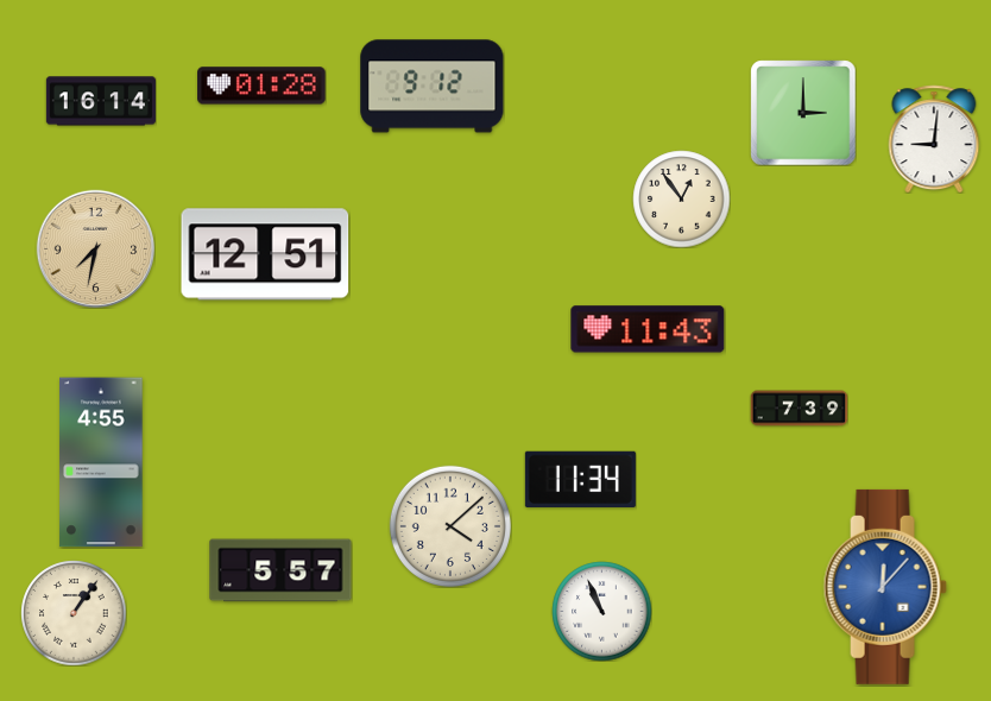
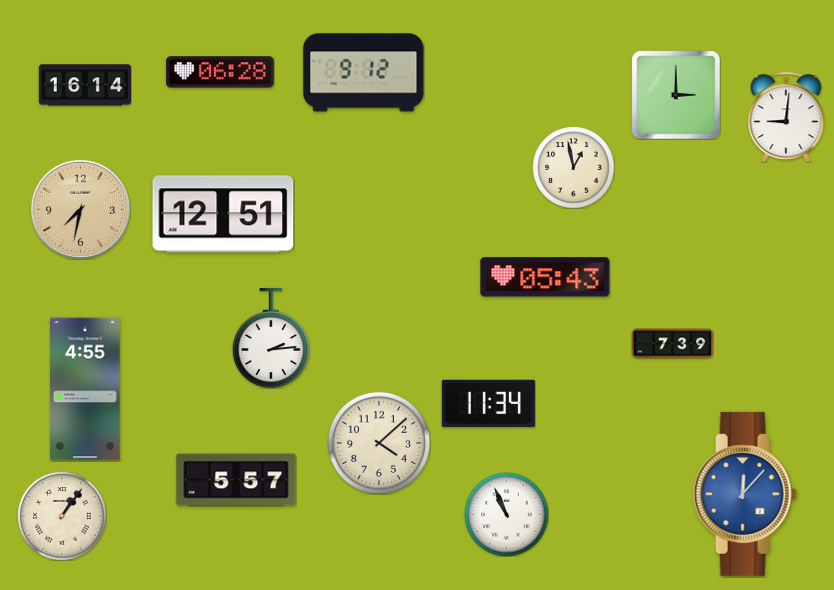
clock at (261, 86): 01:28 -> 06:28
clock at (681, 198): 12:54 -> 12:58
clock at (648, 329): 11:43 -> 05:43
clock at (271, 338): none -> 2:14
